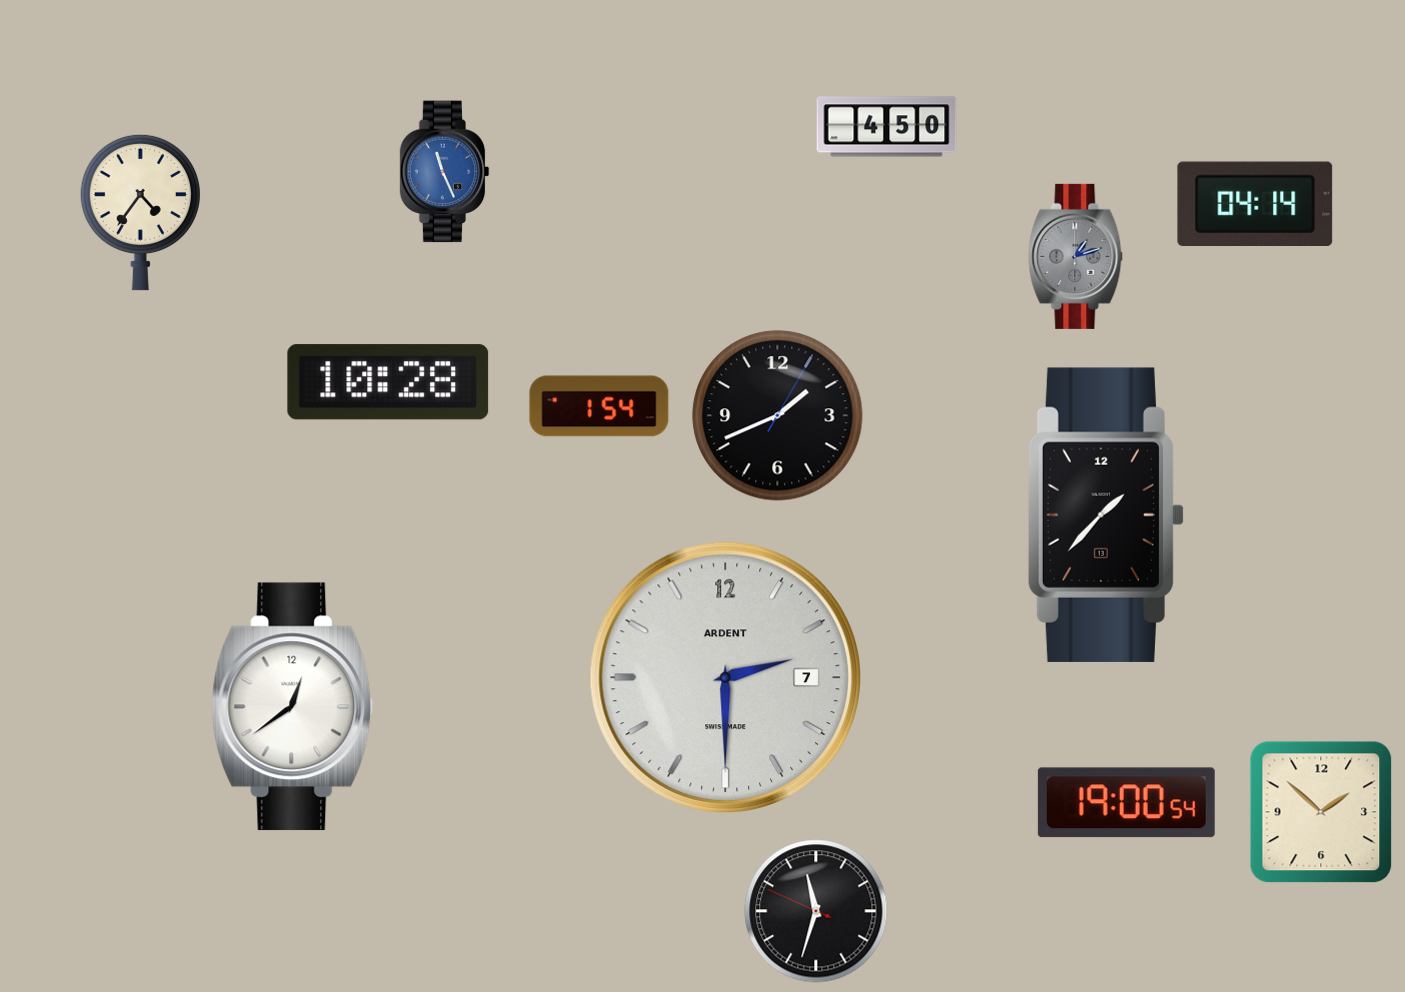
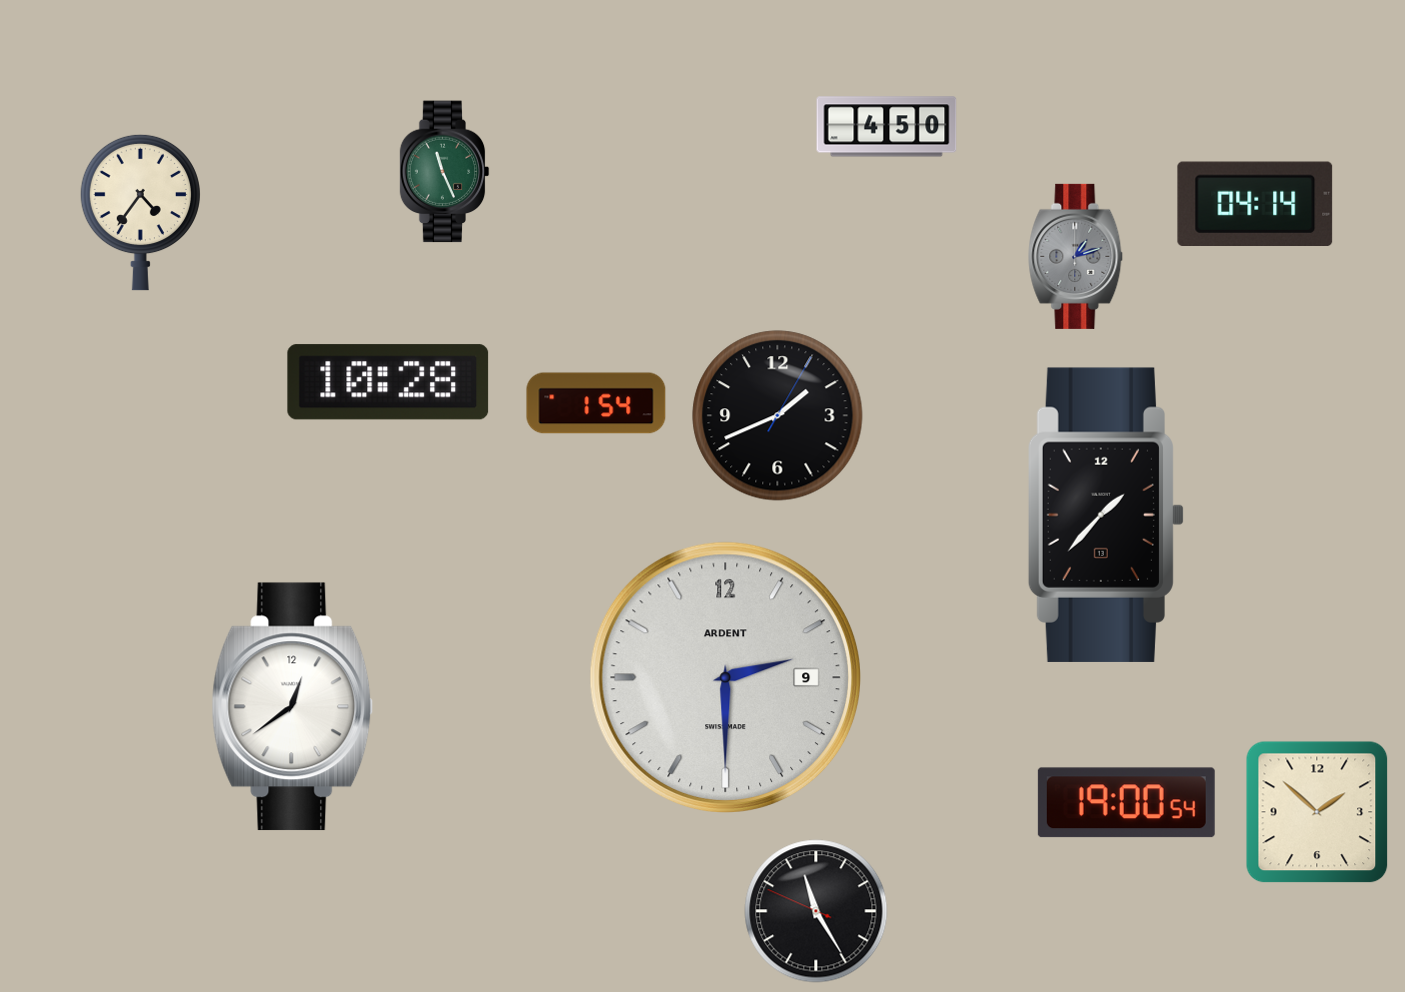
clock at (445, 172) dial: blue -> green
clock at (599, 406) position: (599, 406) -> (596, 403)
clock at (725, 677) date: 7 -> 9
clock at (1321, 812) position: (1321, 812) -> (1317, 812)
clock at (816, 911): 11:32 -> 11:24
